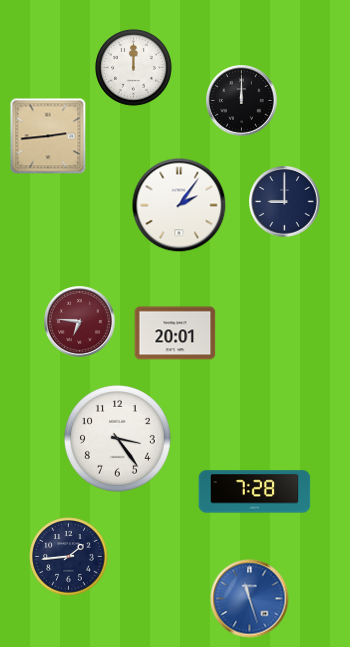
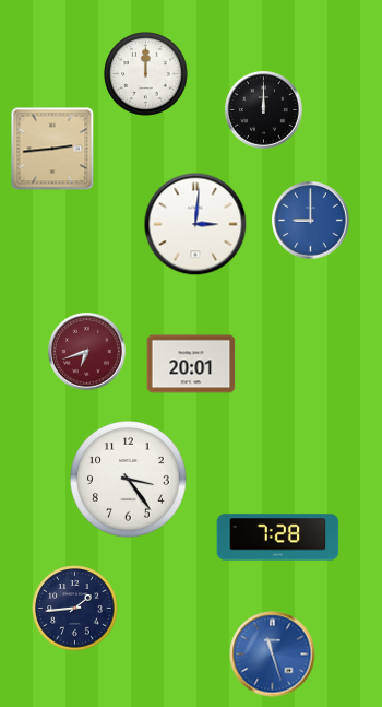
clock at (285, 202) dial: navy -> blue
clock at (179, 205): 2:06 -> 3:01
clock at (80, 322): 6:46 -> 6:42
